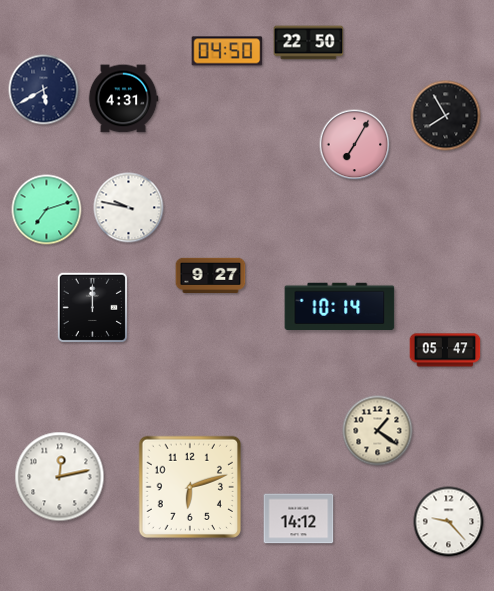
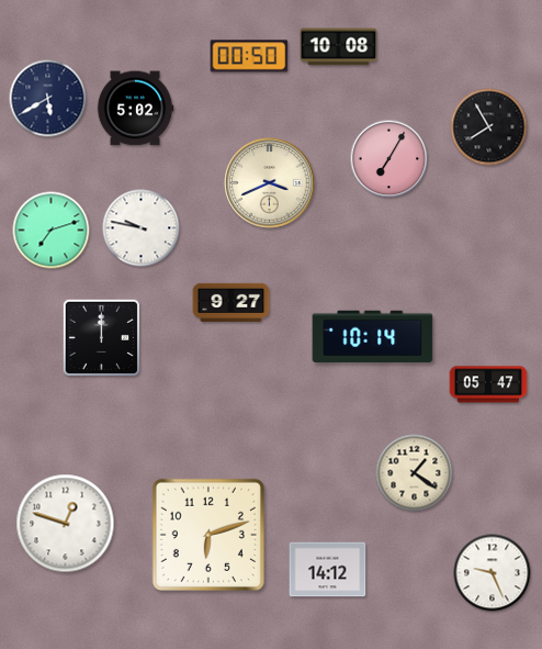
clock at (309, 43): 22:50 -> 10:08
clock at (227, 51): 04:50 -> 00:50
clock at (123, 99): 4:31 -> 5:02
clock at (270, 183): none -> 3:41
clock at (60, 477): 12:13 -> 12:48
clock at (449, 522): 9:23 -> 9:26
